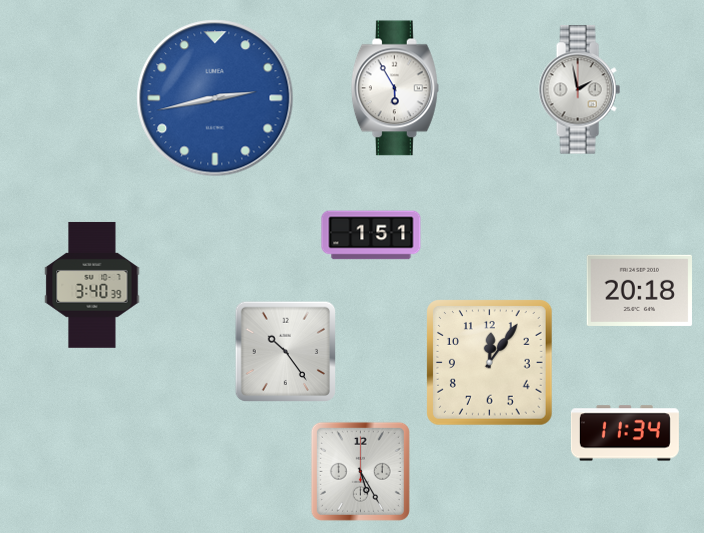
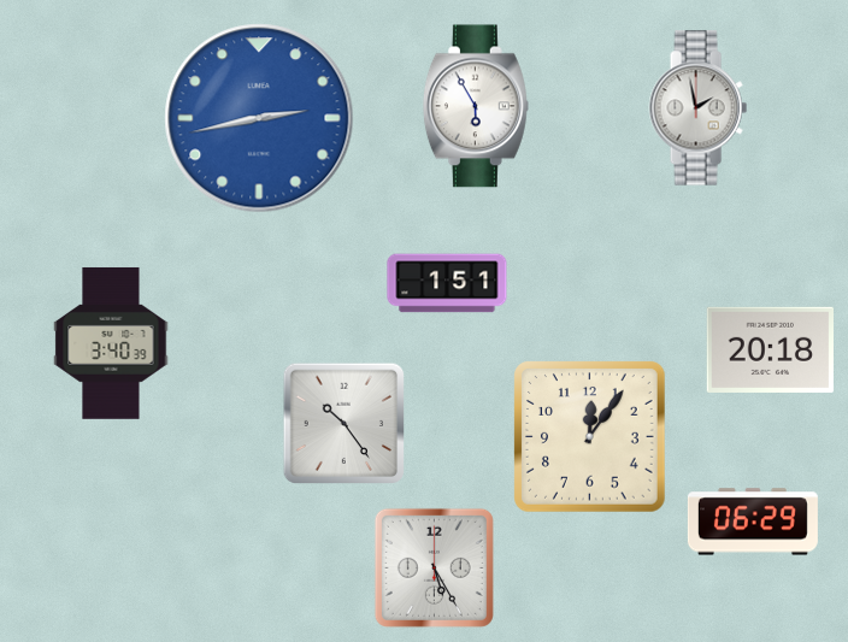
clock at (625, 433): 11:34 -> 06:29
